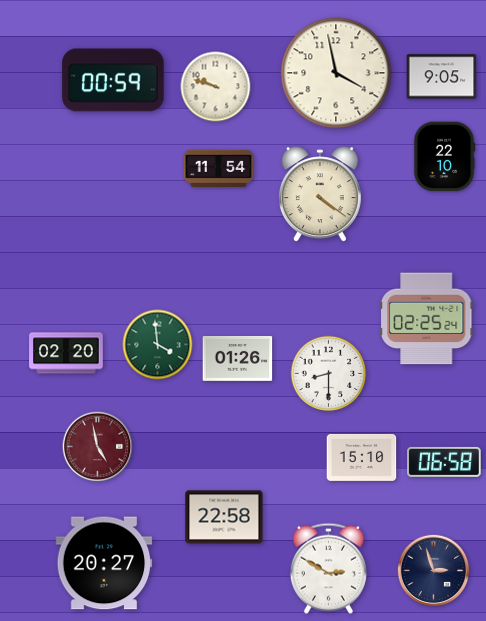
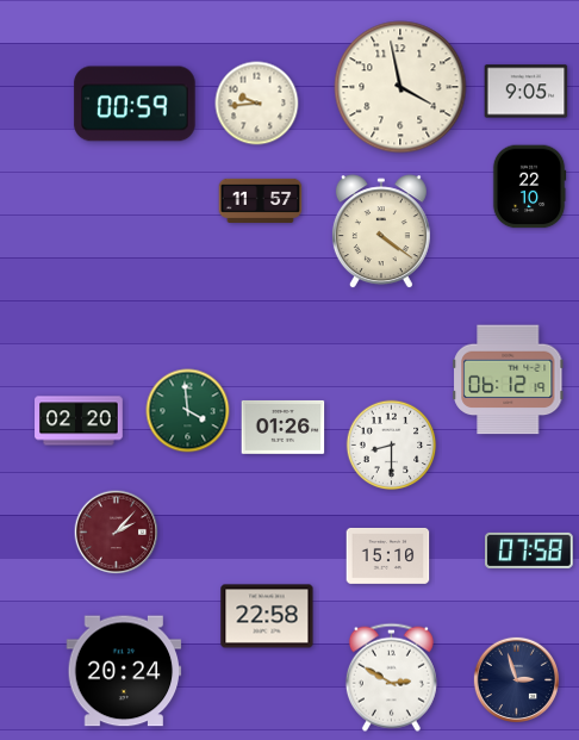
clock at (113, 80) position: (113, 80) -> (135, 104)
clock at (216, 87): 9:48 -> 9:44
clock at (219, 168): 11:54 -> 11:57
clock at (427, 319): 02:25 -> 06:12
clock at (98, 447): 4:58 -> 2:07
clock at (362, 458) position: (362, 458) -> (388, 556)
clock at (445, 462): 06:58 -> 07:58
clock at (104, 563): 20:27 -> 20:24
